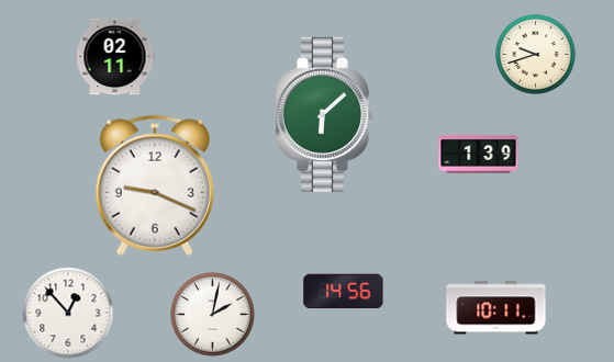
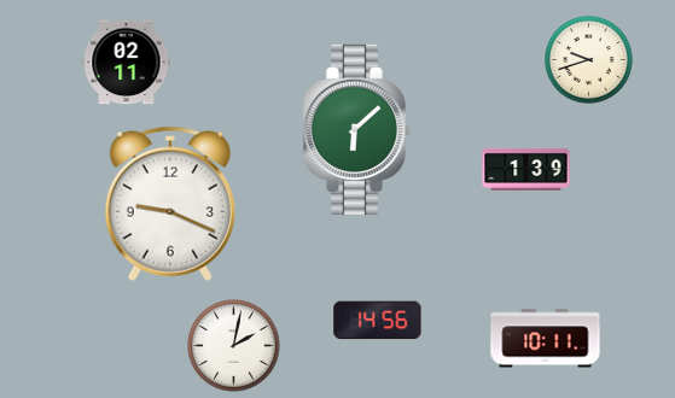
clock at (324, 114) position: (324, 114) -> (356, 129)
clock at (68, 313): 12:53 -> none
